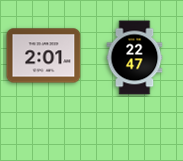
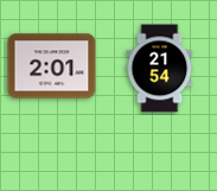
clock at (135, 58): 22:47 -> 21:54
